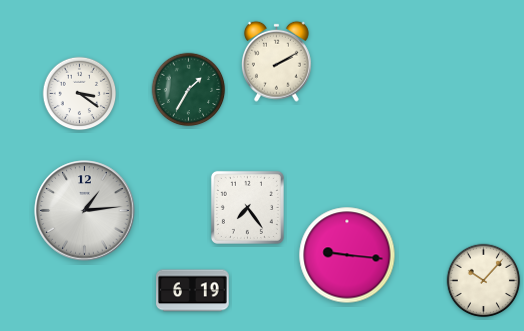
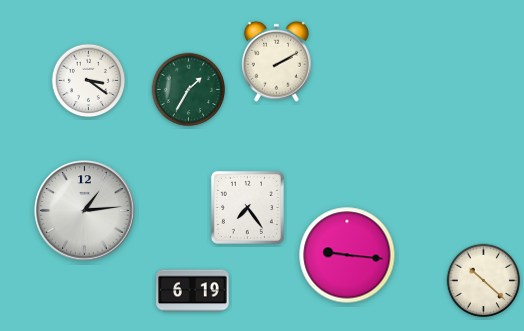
clock at (80, 94) position: (80, 94) -> (89, 81)
clock at (484, 281): 10:07 -> 10:22
